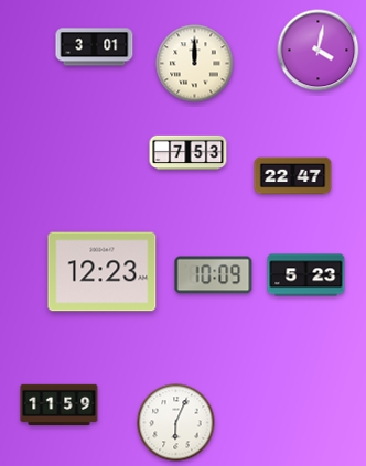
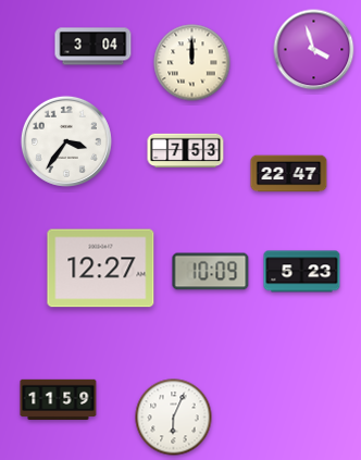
clock at (95, 47): 3:01 -> 3:04
clock at (319, 51): 4:02 -> 3:57
clock at (66, 141): none -> 3:36
clock at (103, 272): 12:23 -> 12:27
